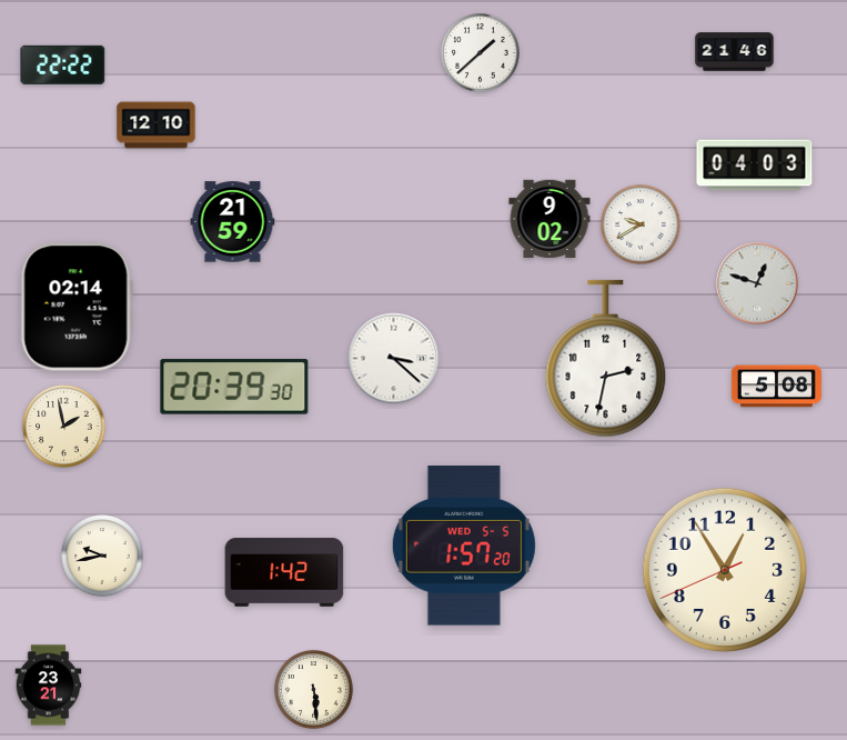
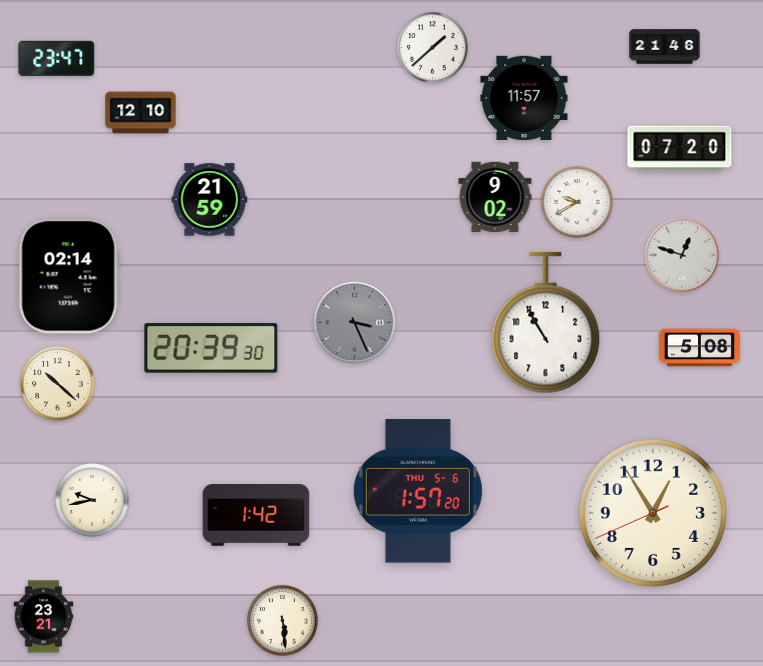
clock at (735, 52) position: (735, 52) -> (665, 47)
clock at (63, 64): 22:22 -> 23:47
clock at (524, 97): none -> 11:57
clock at (755, 166): 04:03 -> 07:20
clock at (394, 359): 3:22 -> 3:26
clock at (394, 359) dial: white -> grey
clock at (606, 359): 2:32 -> 10:55
clock at (64, 427): 1:58 -> 10:22
clock at (464, 546) date: WED 5-5 -> THU 5-6
